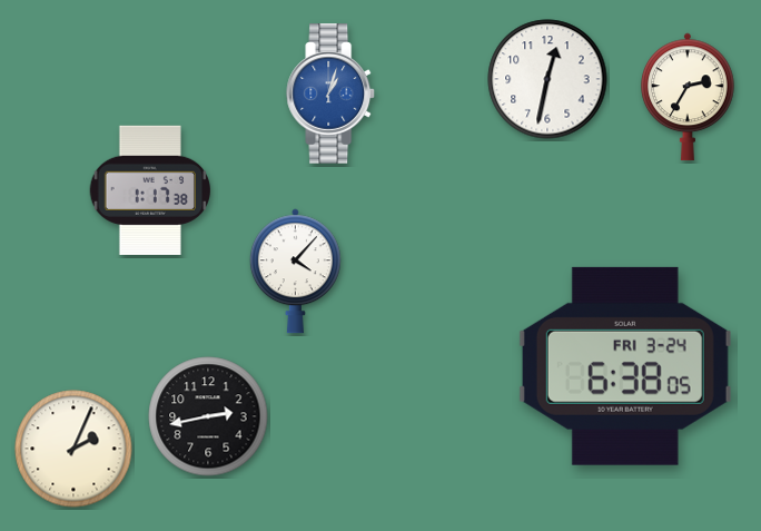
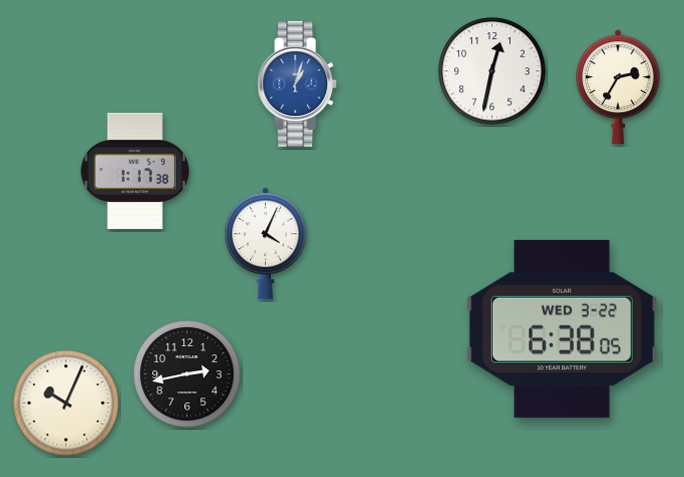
clock at (295, 272): 4:07 -> 4:04
clock at (625, 366) date: FRI 3-24 -> WED 3-22
clock at (73, 449): 2:04 -> 10:04
